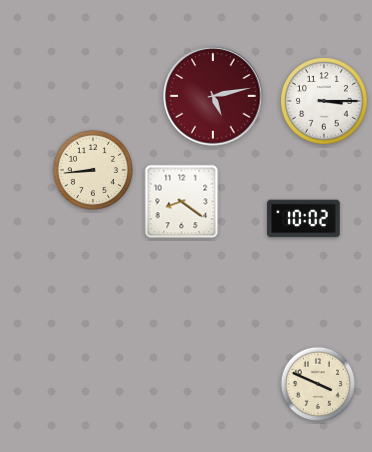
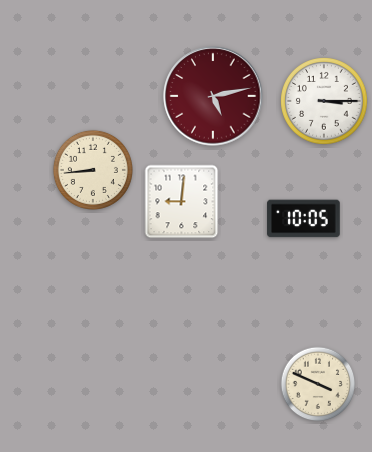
clock at (182, 202): 8:21 -> 9:01
clock at (304, 219): 10:02 -> 10:05
